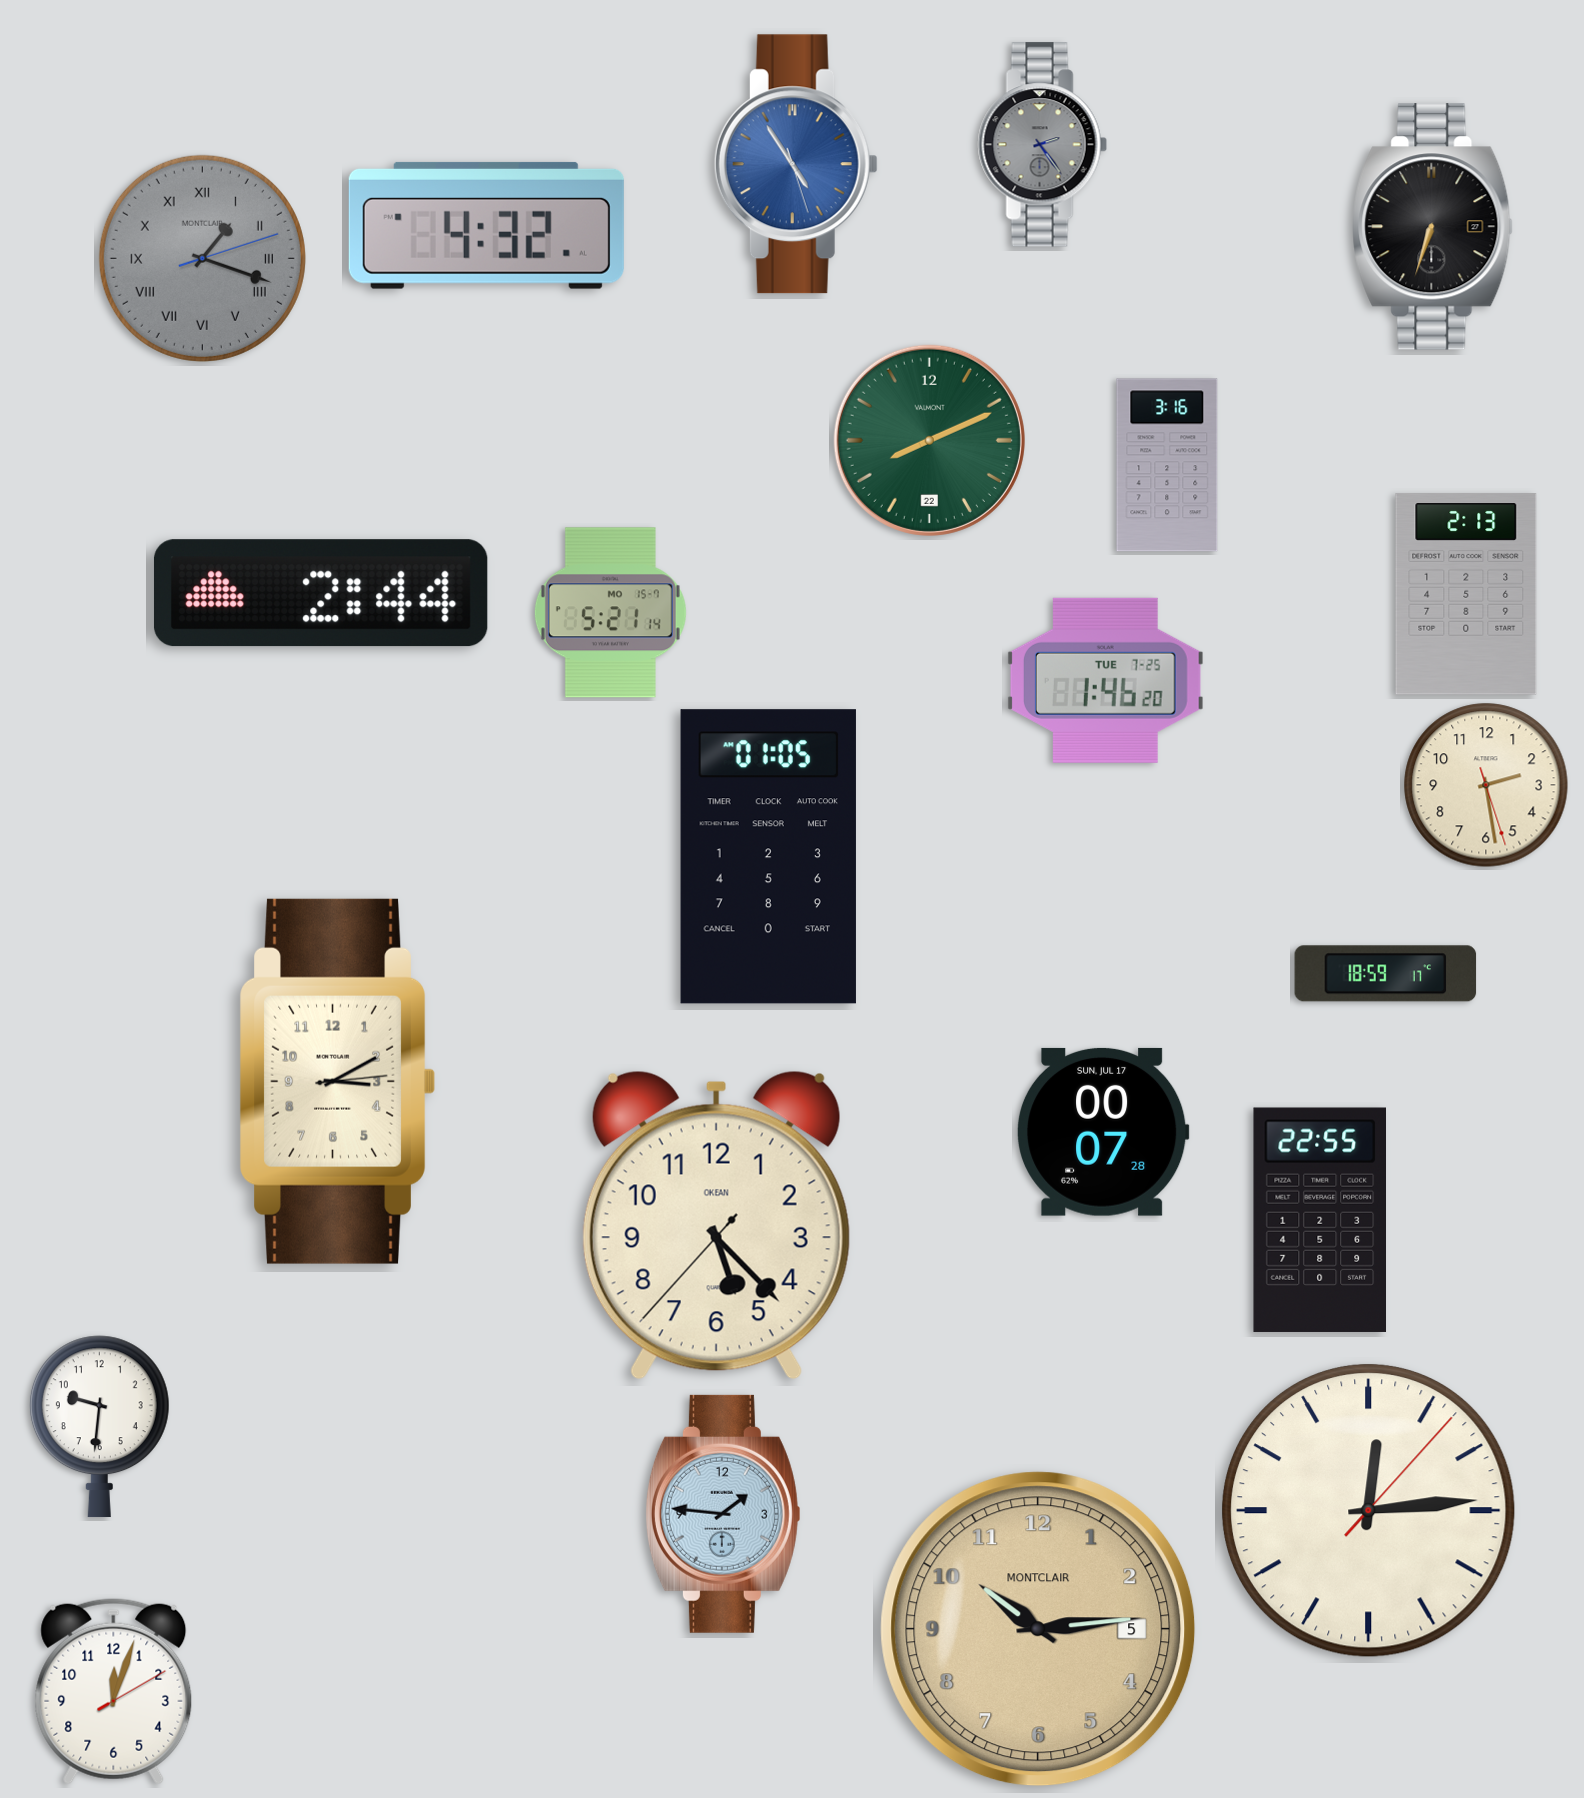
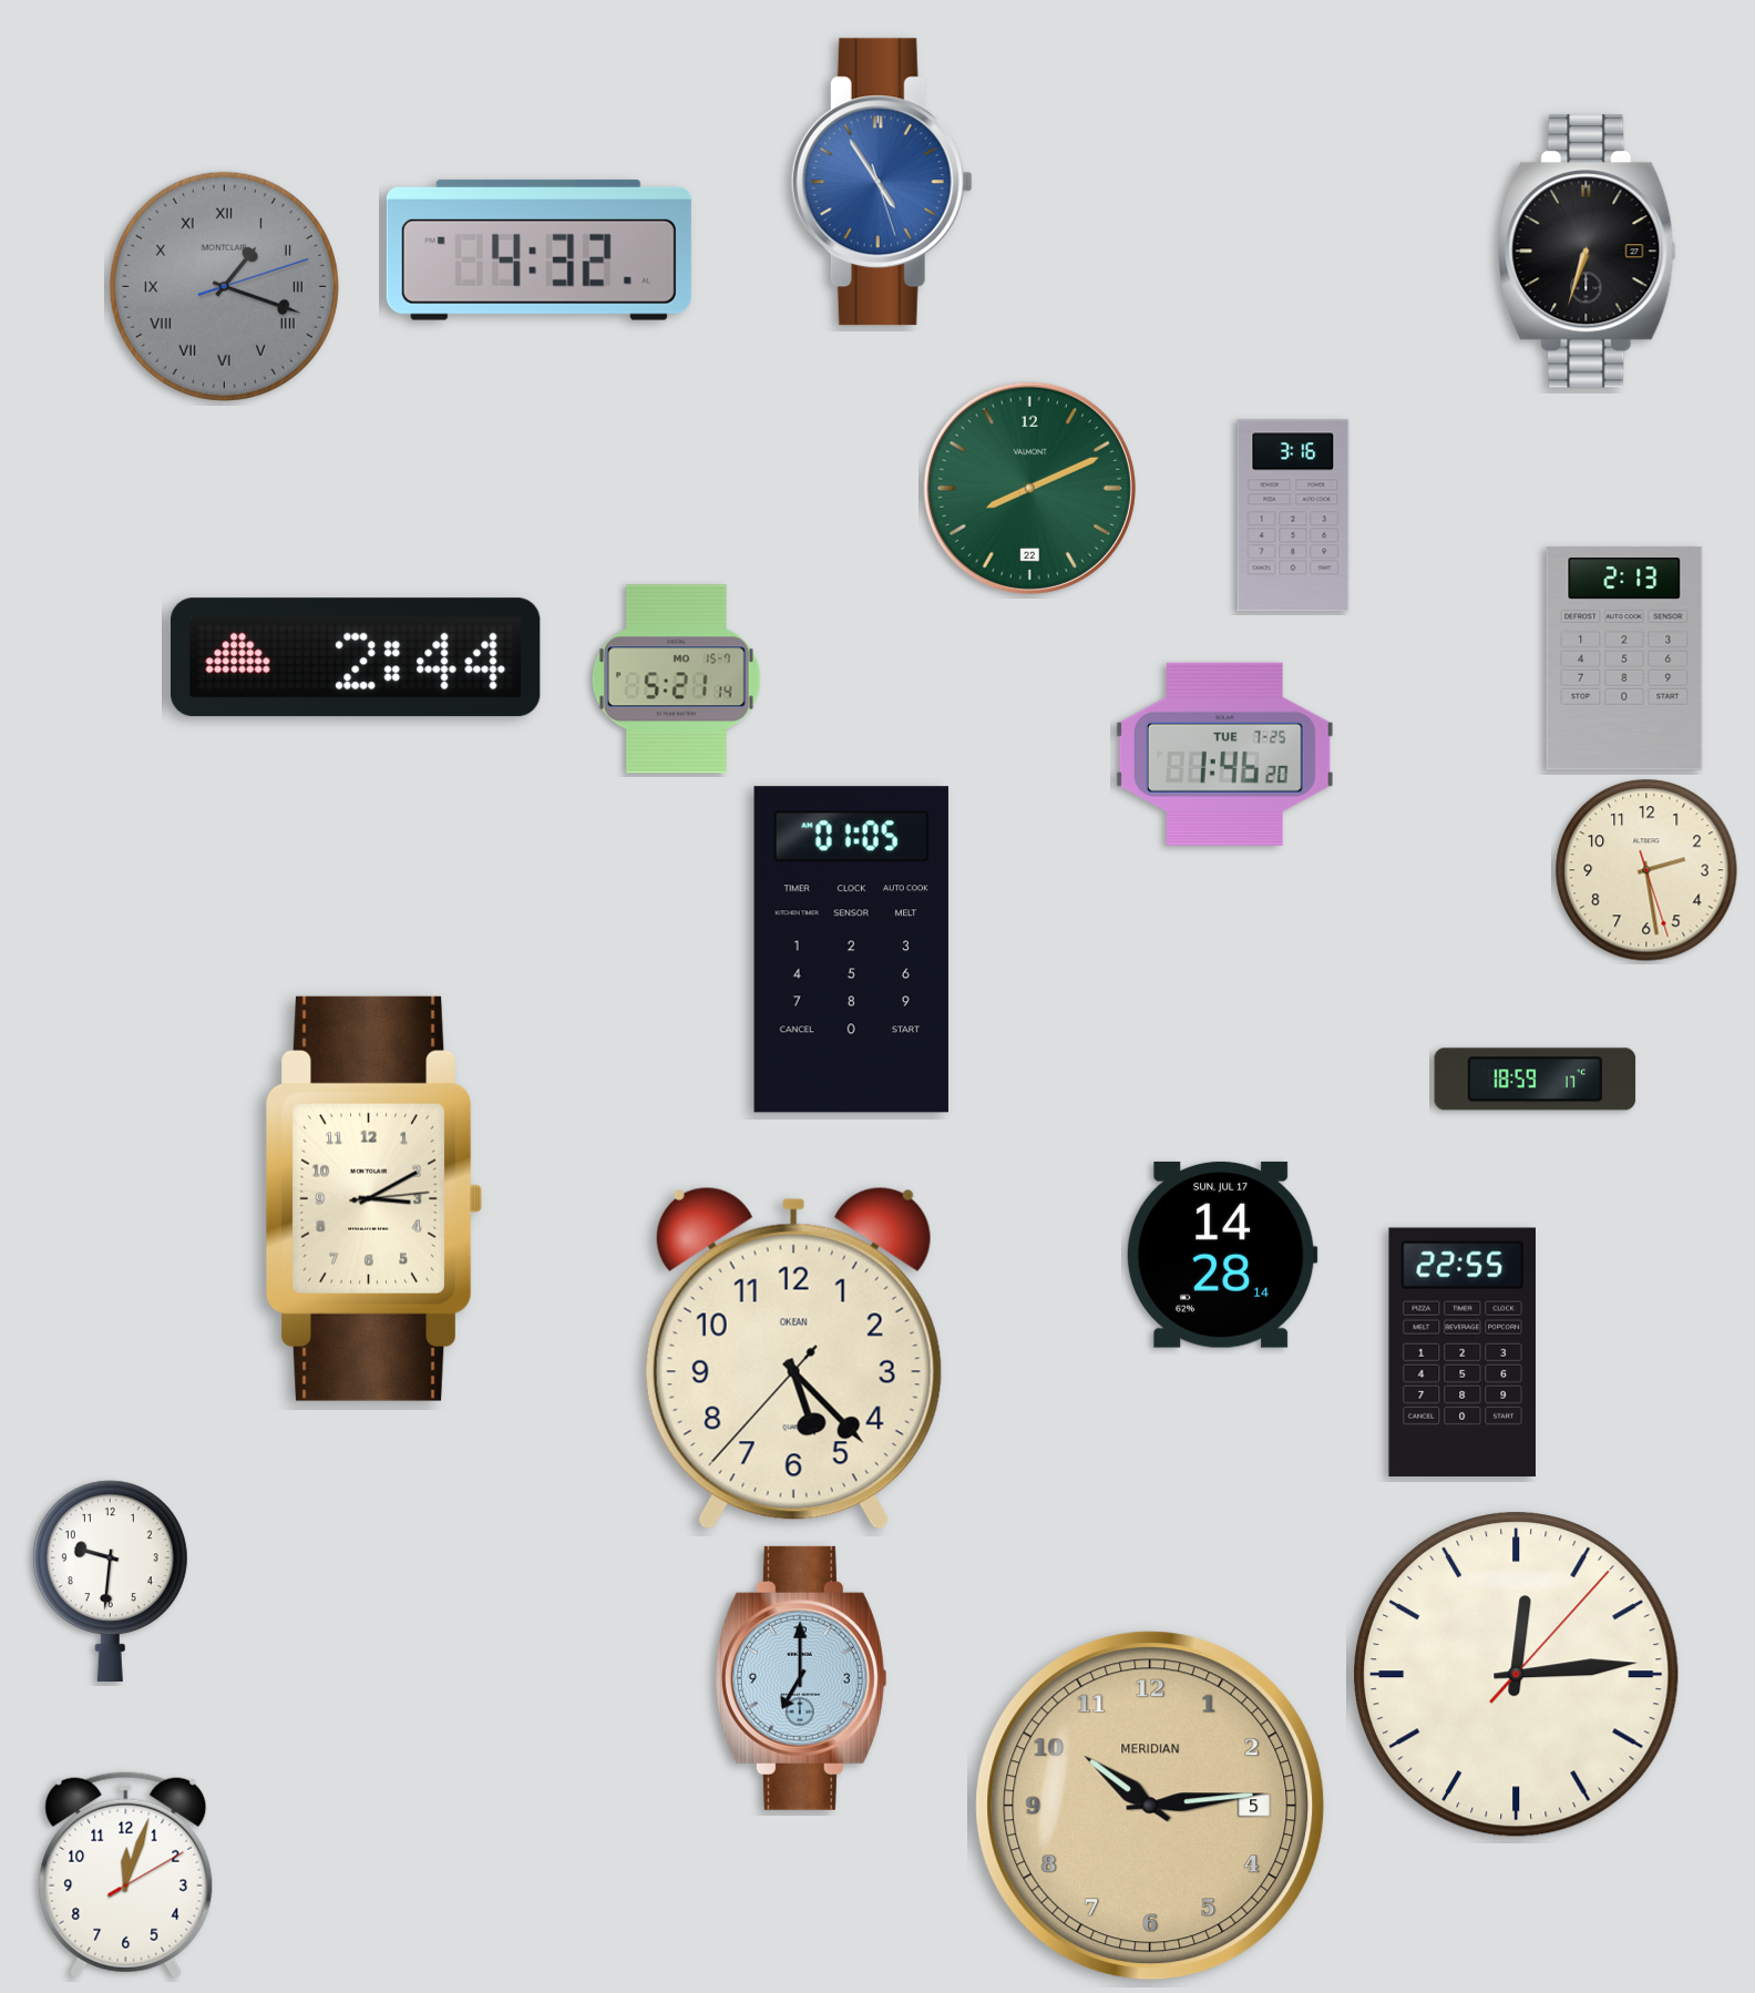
clock at (1042, 145): 2:24 -> none
clock at (1103, 1132): 00:07 -> 14:28
clock at (723, 1514): 1:46 -> 7:00
clock at (1038, 1629) brand: MONTCLAIR -> MERIDIAN
